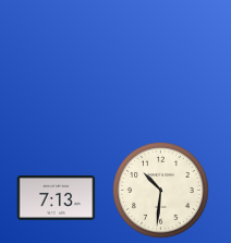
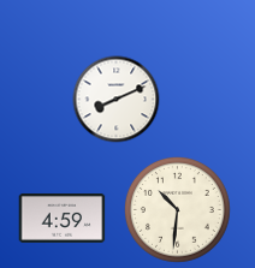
clock at (117, 100): none -> 8:11
clock at (57, 198): 7:13 -> 4:59
